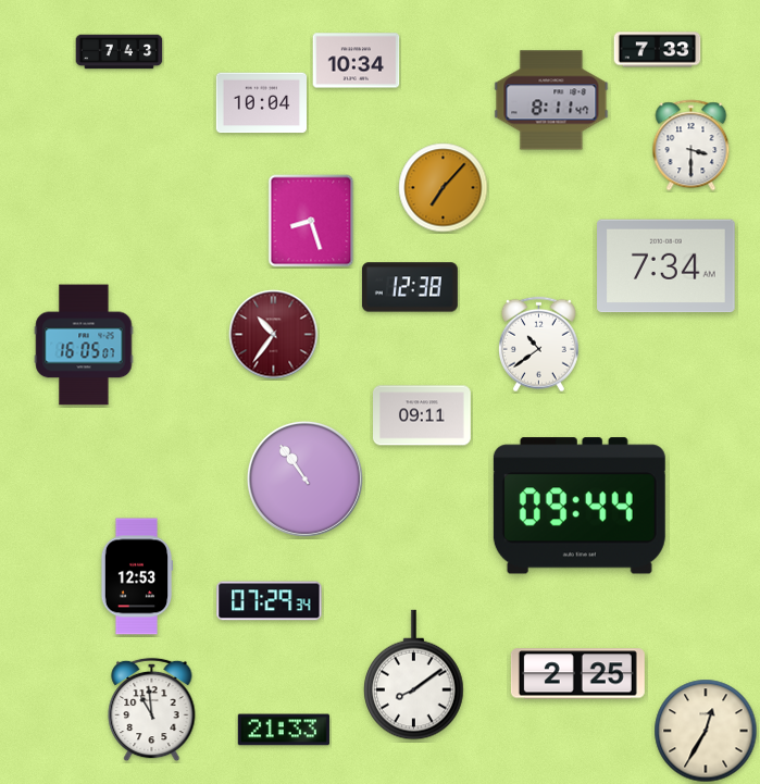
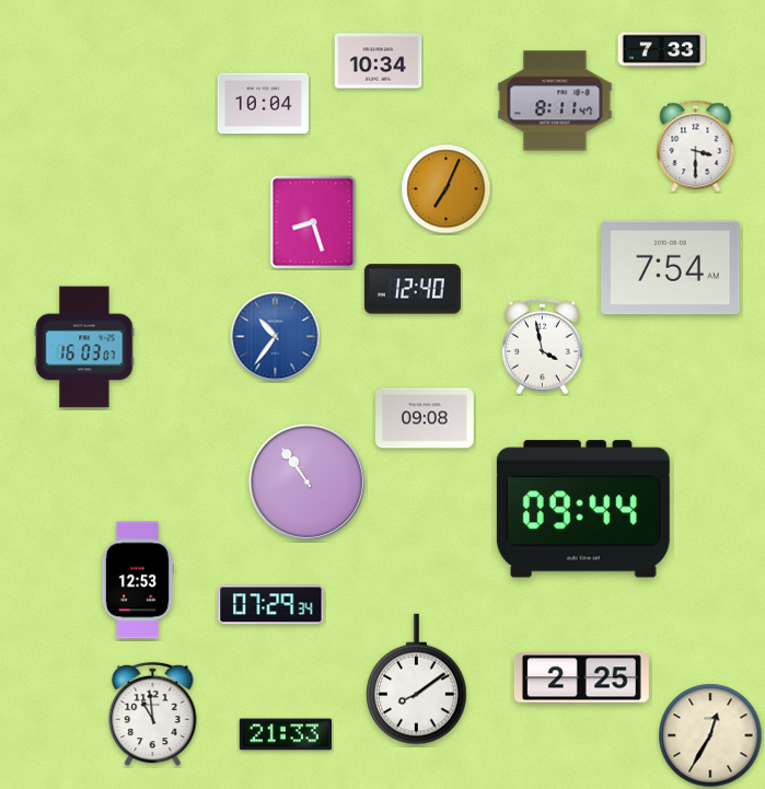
clock at (120, 52): 7:43 -> none
clock at (357, 61) position: (357, 61) -> (379, 61)
clock at (444, 188): 7:07 -> 7:04
clock at (666, 266): 7:34 -> 7:54
clock at (410, 287): 12:38 -> 12:40
clock at (274, 335) dial: burgundy -> blue
clock at (84, 345): 16:05 -> 16:03
clock at (538, 345): 10:39 -> 3:58
clock at (423, 415): 09:11 -> 09:08
